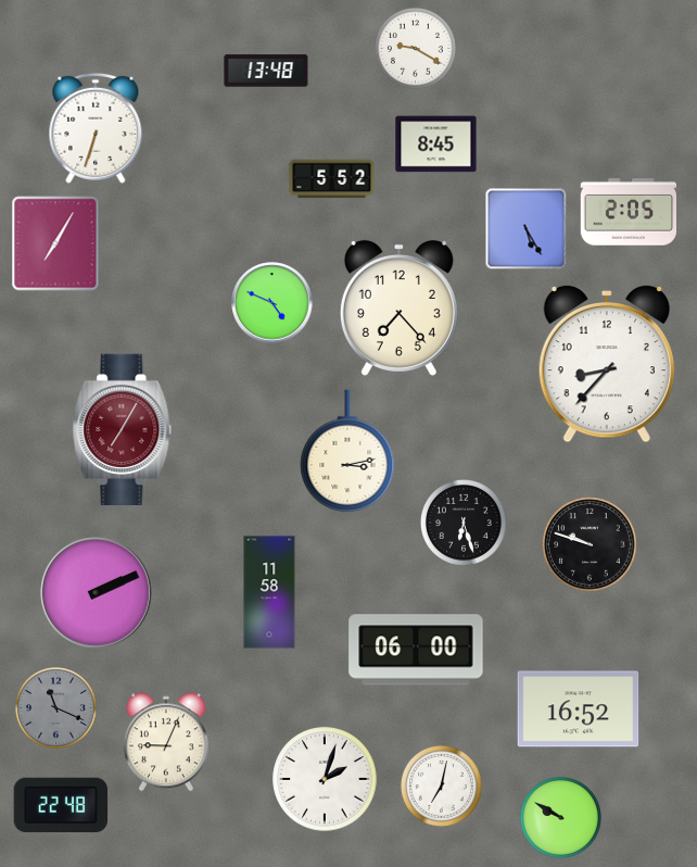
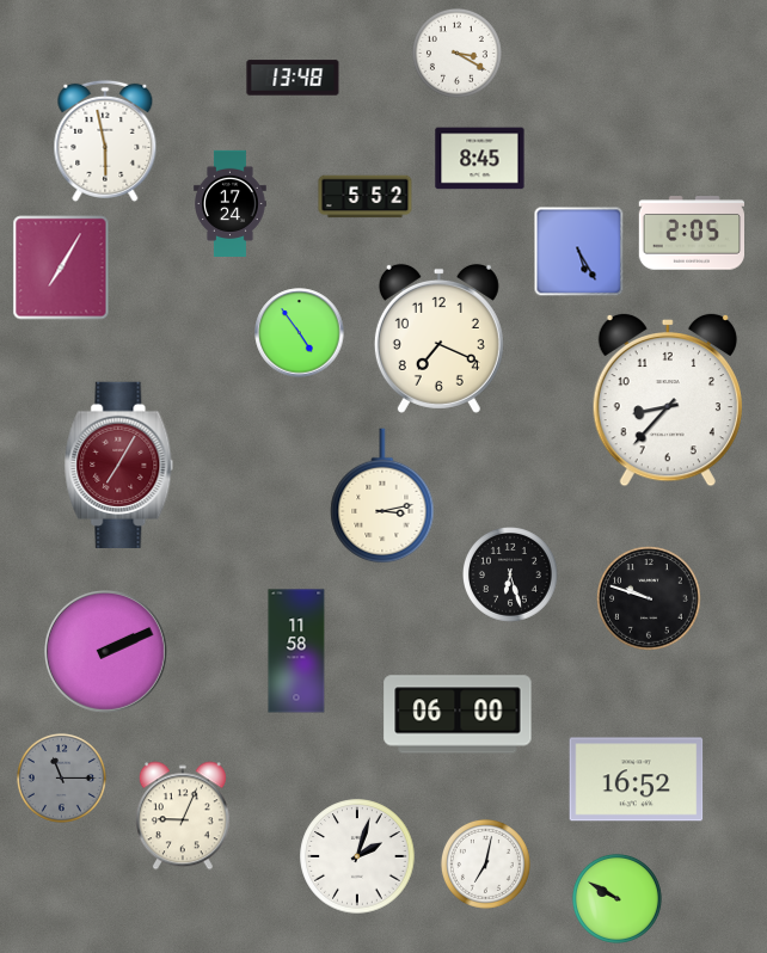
clock at (415, 48): 9:20 -> 3:20
clock at (96, 128): 6:33 -> 5:58
clock at (231, 203): none -> 17:24
clock at (273, 303): 4:49 -> 4:54
clock at (398, 307): 7:23 -> 7:19
clock at (123, 429) position: (123, 429) -> (119, 465)
clock at (55, 707): 11:19 -> 11:15
clock at (61, 805): 22:48 -> none
